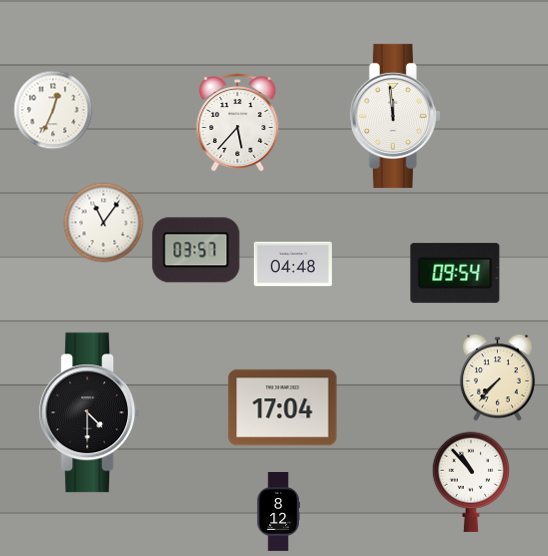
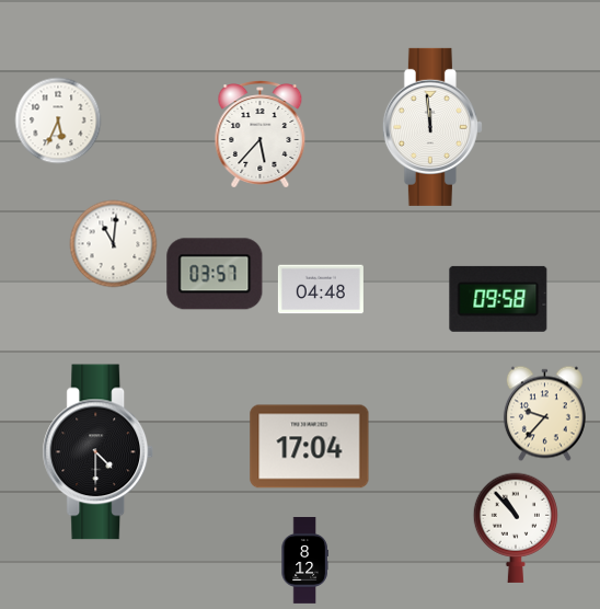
clock at (53, 110): 12:34 -> 5:34
clock at (104, 223): 11:06 -> 11:01
clock at (455, 273): 09:54 -> 09:58
clock at (497, 378): 7:37 -> 9:37
